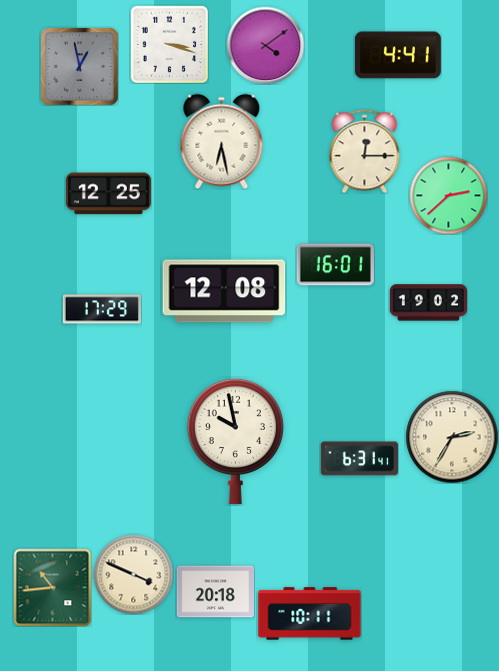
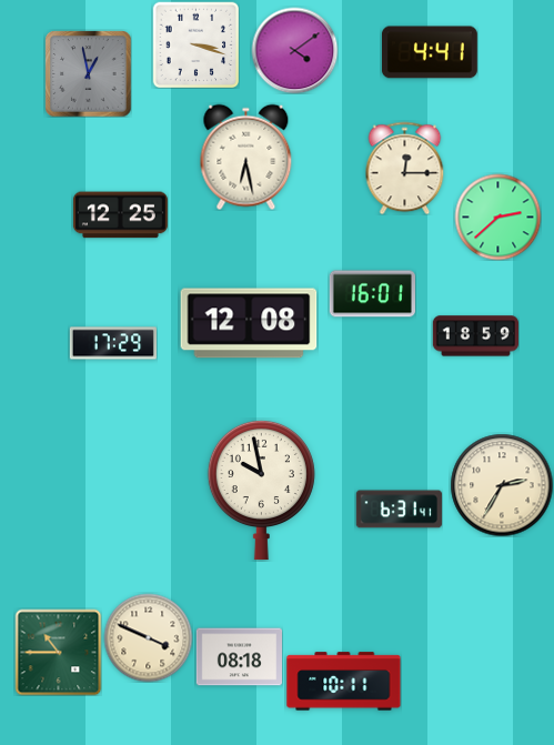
clock at (169, 44) position: (169, 44) -> (195, 44)
clock at (398, 55) position: (398, 55) -> (430, 52)
clock at (428, 303): 19:02 -> 18:59
clock at (52, 587): 10:44 -> 10:45
clock at (215, 592): 20:18 -> 08:18
